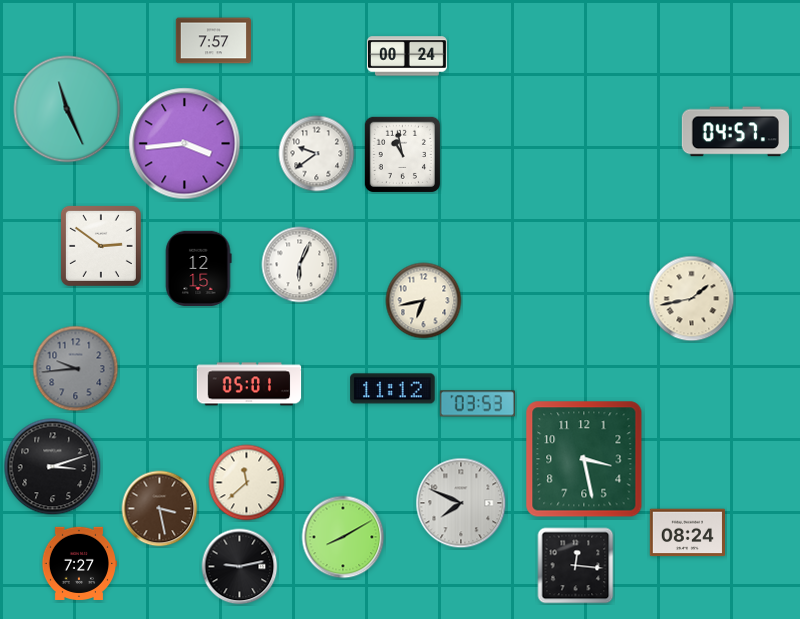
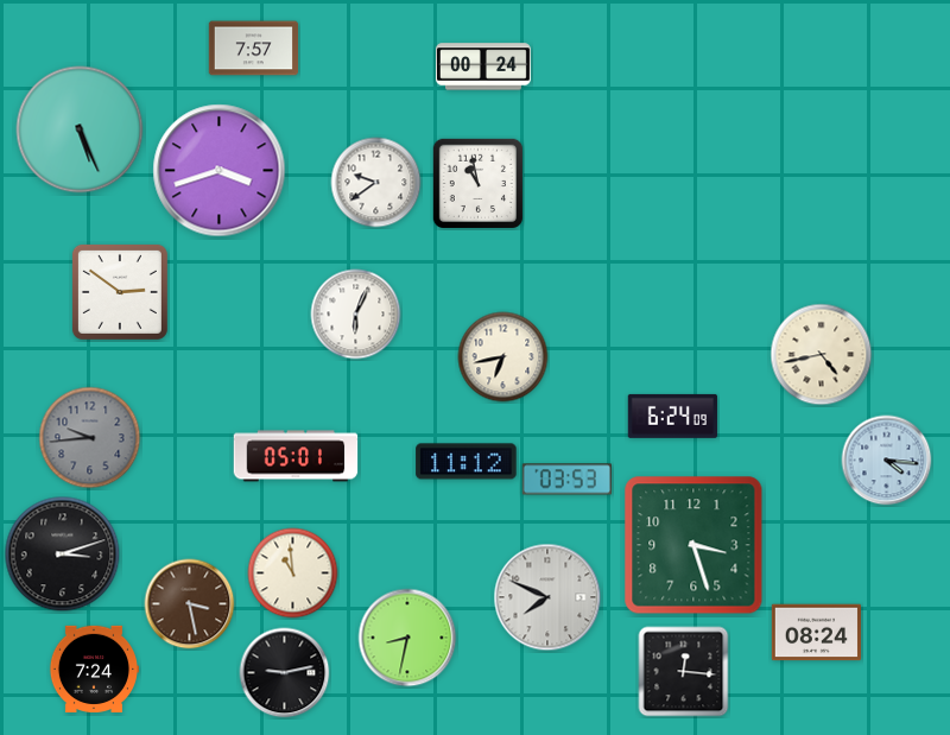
clock at (67, 109): 11:26 -> 5:26
clock at (735, 132): 04:57 -> none
clock at (185, 144): 3:44 -> 3:42
clock at (198, 268): 12:15 -> none
clock at (692, 299): 1:43 -> 4:43
clock at (672, 416): none -> 6:24
clock at (887, 461): none -> 4:16
clock at (584, 459): 3:28 -> 3:27
clock at (247, 483): 11:38 -> 10:59
clock at (343, 537): 8:10 -> 8:32
clock at (78, 563): 7:27 -> 7:24
